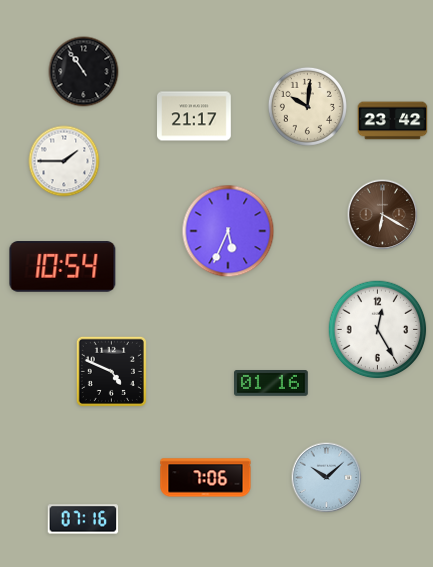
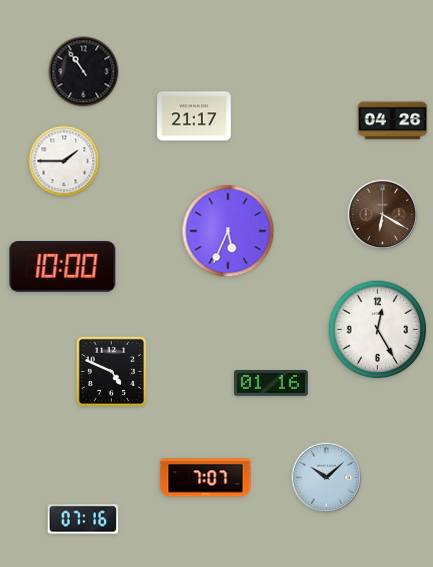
clock at (307, 106): 10:01 -> none
clock at (393, 121): 23:42 -> 04:26
clock at (63, 267): 10:54 -> 10:00
clock at (206, 478): 7:06 -> 7:07
